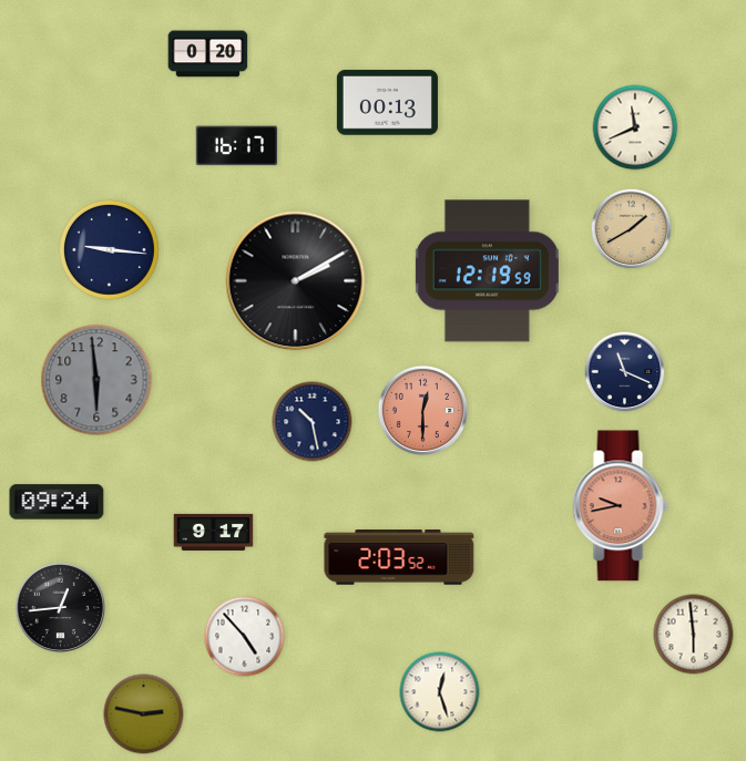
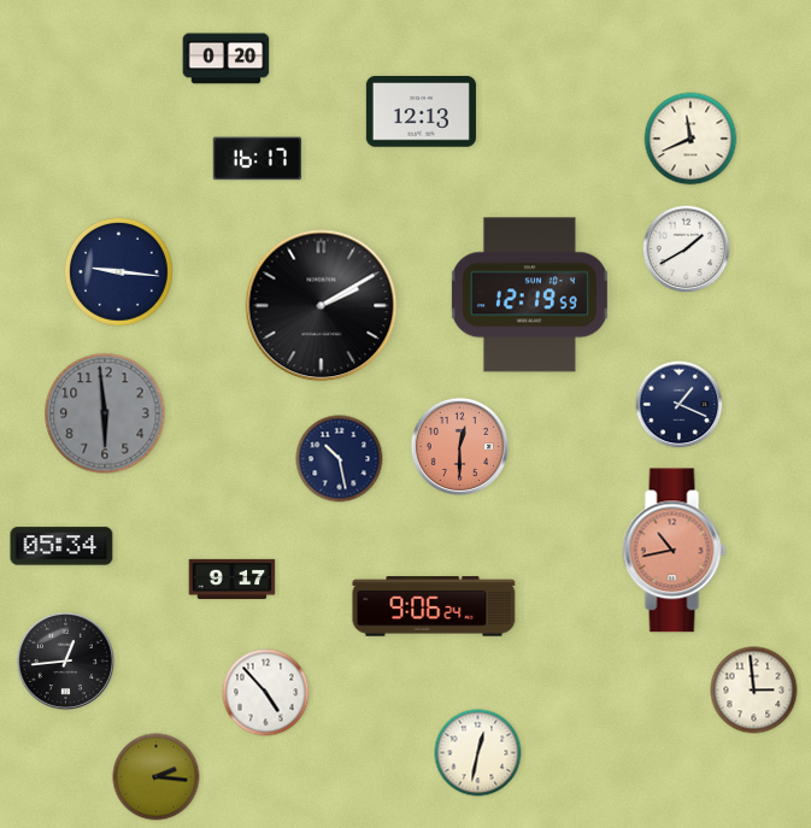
clock at (387, 103): 00:13 -> 12:13
clock at (632, 229) dial: champagne -> white
clock at (625, 372): 11:19 -> 1:19
clock at (57, 502): 09:24 -> 05:34
clock at (621, 506): 9:43 -> 10:43
clock at (399, 557): 2:03 -> 9:06
clock at (694, 635): 5:59 -> 2:59
clock at (440, 692): 12:27 -> 12:32
clock at (144, 714): 2:47 -> 2:16
